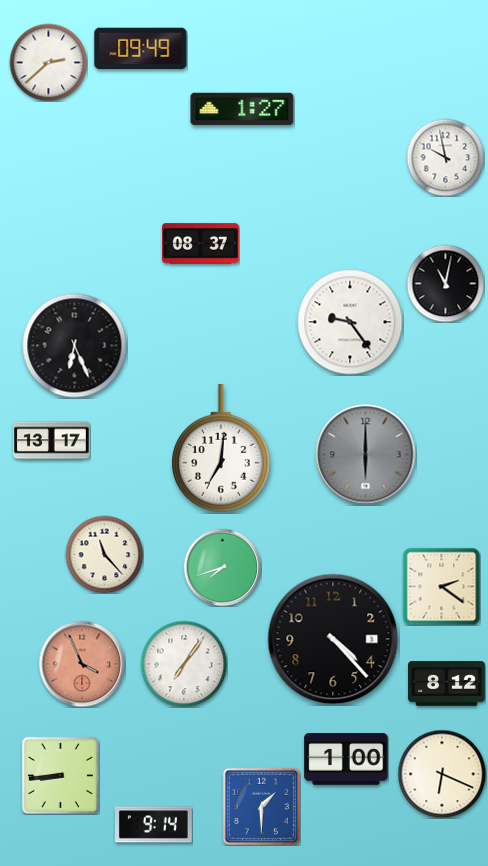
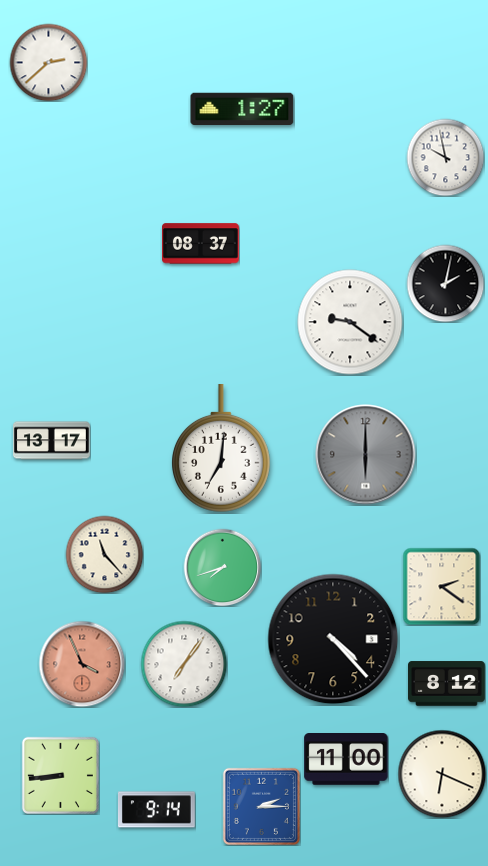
clock at (141, 49): 09:49 -> none
clock at (445, 283): 11:02 -> 2:02
clock at (350, 322): 9:24 -> 9:21
clock at (75, 346): 6:26 -> none
clock at (346, 759): 1:00 -> 11:00
clock at (261, 806): 1:30 -> 2:15
clock at (153, 825) position: (153, 825) -> (156, 810)
